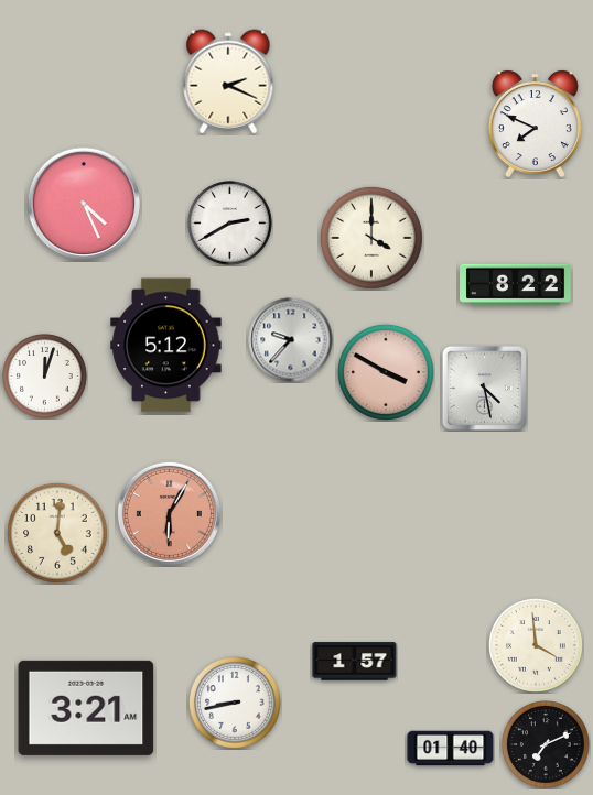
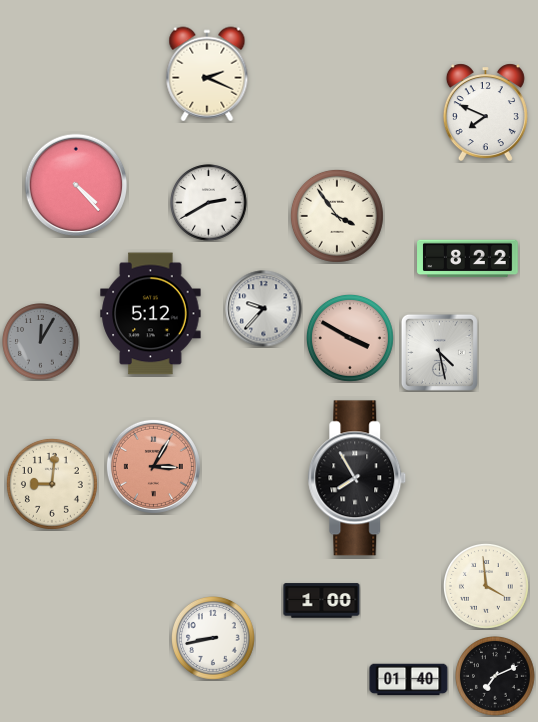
clock at (84, 204): 4:26 -> 4:23
clock at (371, 238): 4:00 -> 3:54
clock at (45, 377): 12:03 -> 12:05
clock at (45, 377) dial: white -> grey
clock at (169, 513): 6:05 -> 3:05
clock at (357, 478): none -> 7:55
clock at (57, 533): 5:01 -> 9:01
clock at (355, 662): 1:57 -> 1:00
clock at (86, 708): 3:21 -> none
